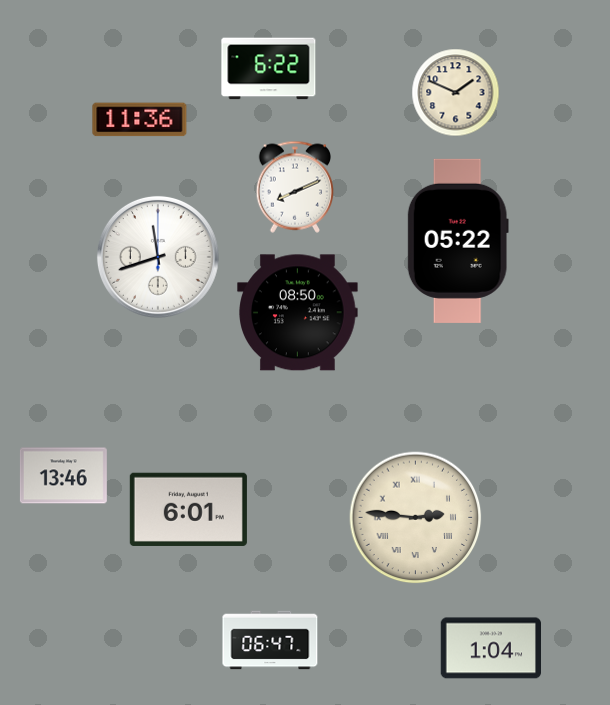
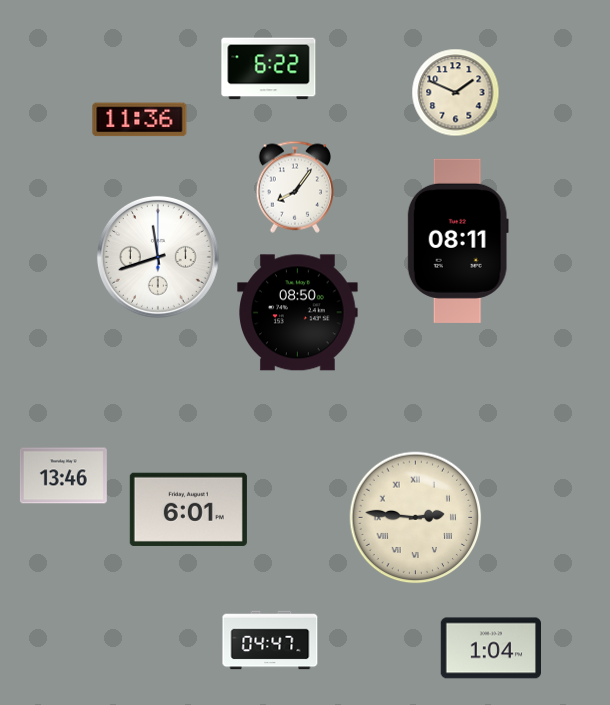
clock at (295, 187): 8:11 -> 8:06
clock at (458, 241): 05:22 -> 08:11
clock at (270, 640): 06:47 -> 04:47
